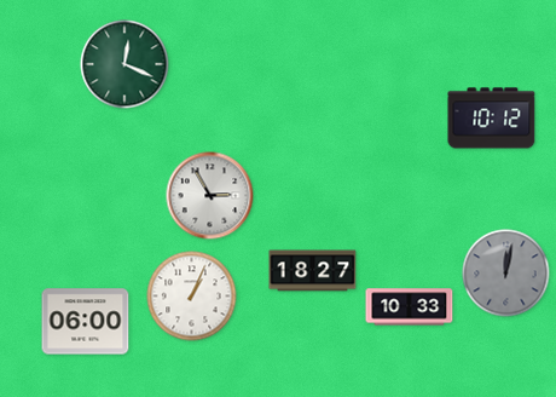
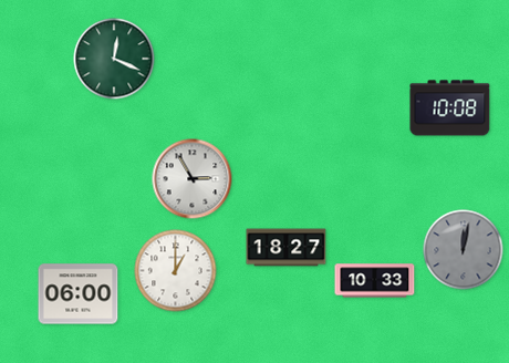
clock at (492, 119): 10:12 -> 10:08
clock at (192, 297): 1:04 -> 1:00
